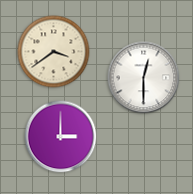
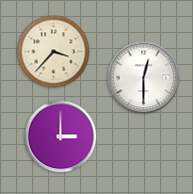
clock at (54, 52): 3:39 -> 3:37
